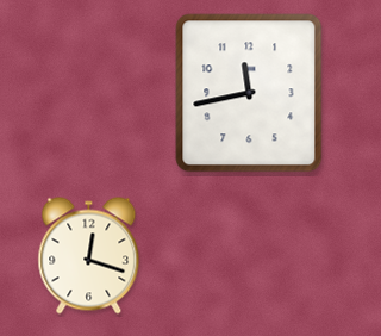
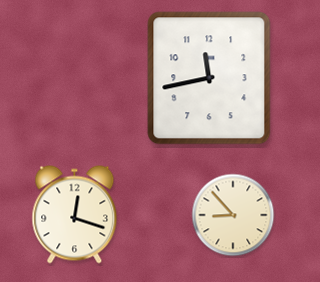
clock at (233, 215): none -> 8:53
